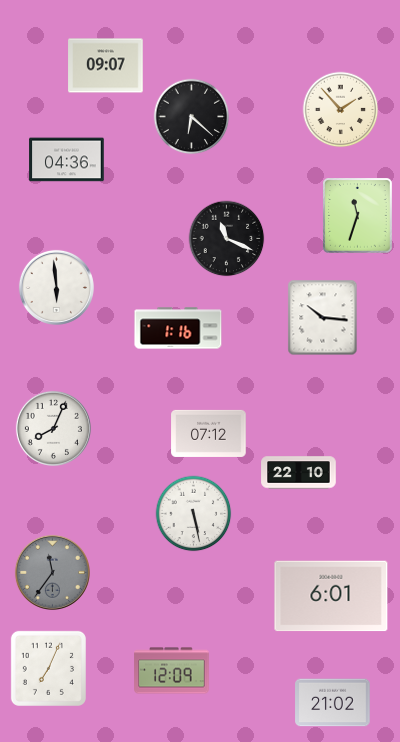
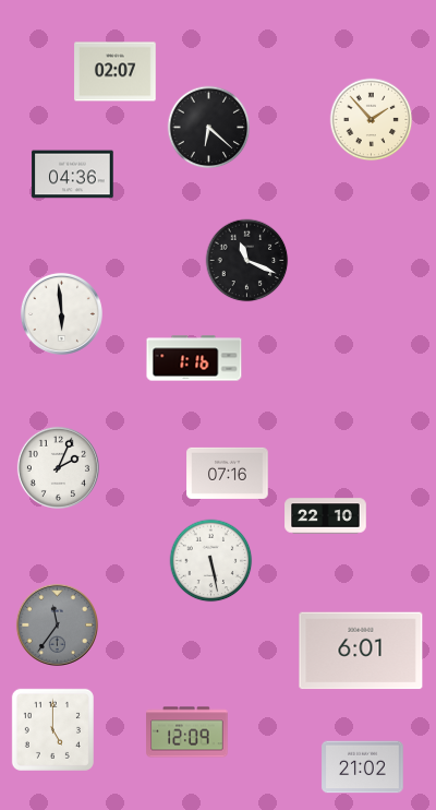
clock at (106, 66): 09:07 -> 02:07
clock at (358, 216): 11:33 -> none
clock at (323, 318): 10:16 -> none
clock at (53, 428): 8:04 -> 2:04
clock at (209, 433): 07:12 -> 07:16
clock at (48, 668): 7:04 -> 5:00
